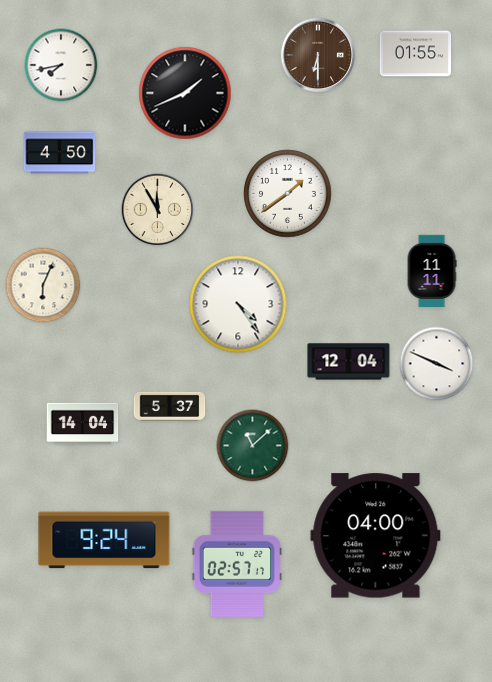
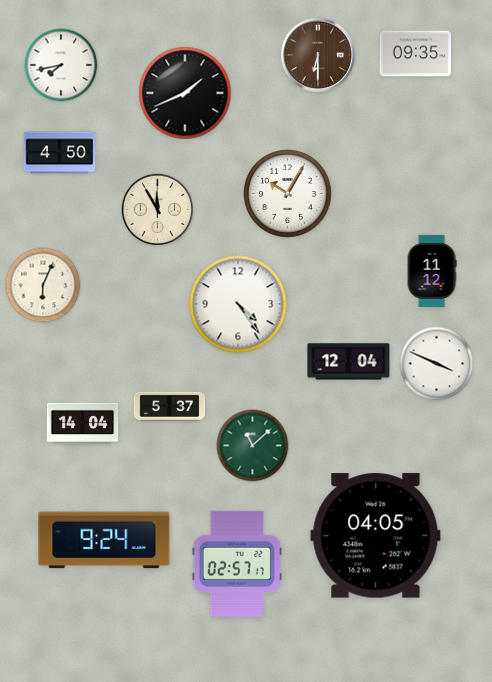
clock at (416, 54): 01:55 -> 09:35
clock at (288, 194): 1:39 -> 10:05
clock at (432, 270): 11:11 -> 11:12
clock at (376, 536): 04:00 -> 04:05
